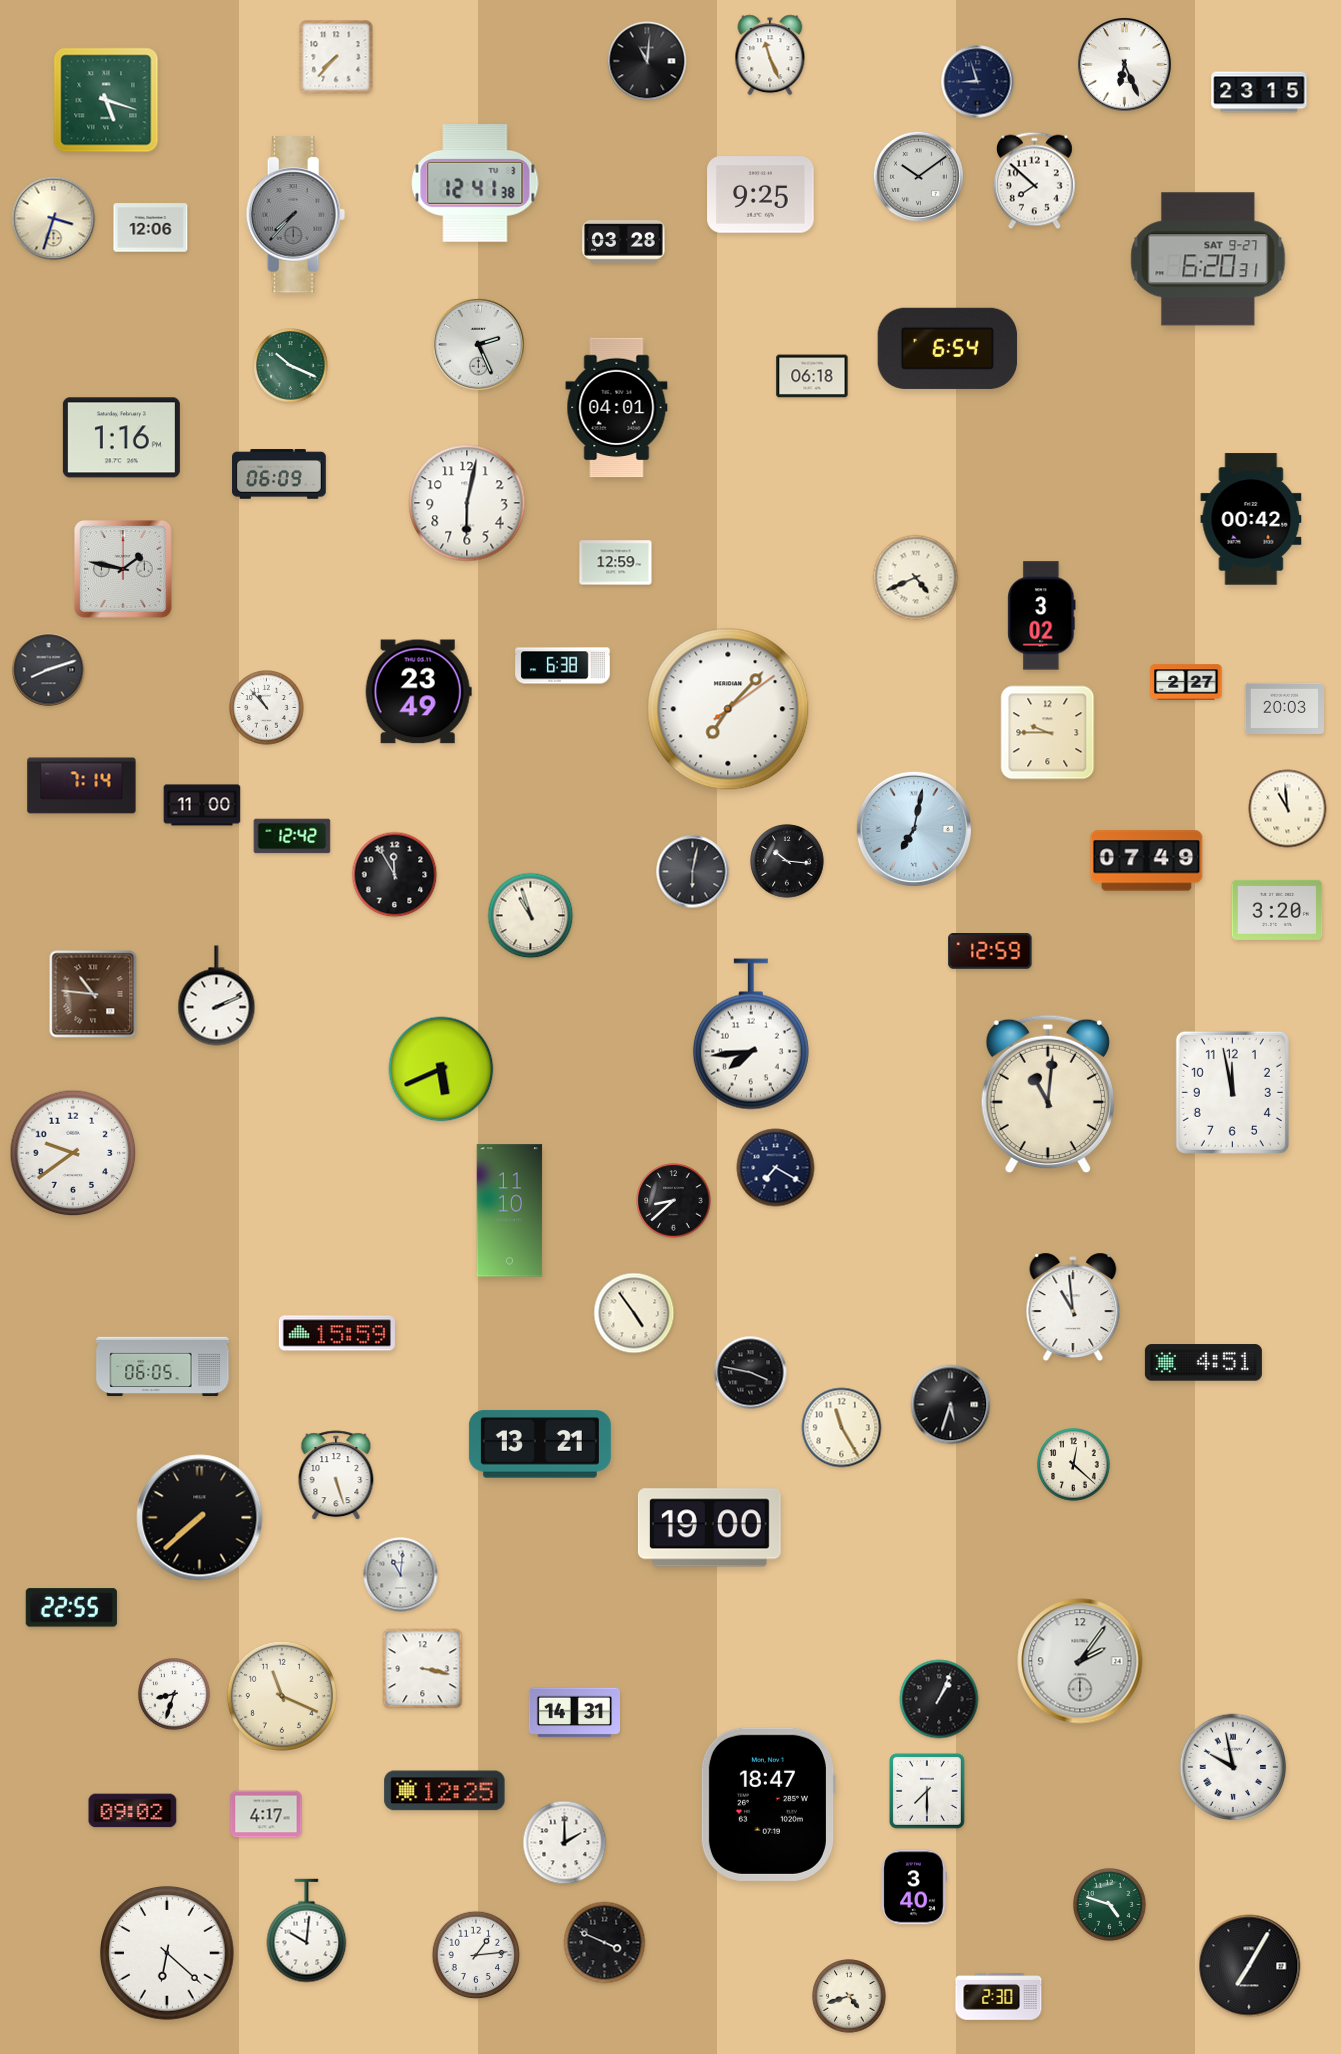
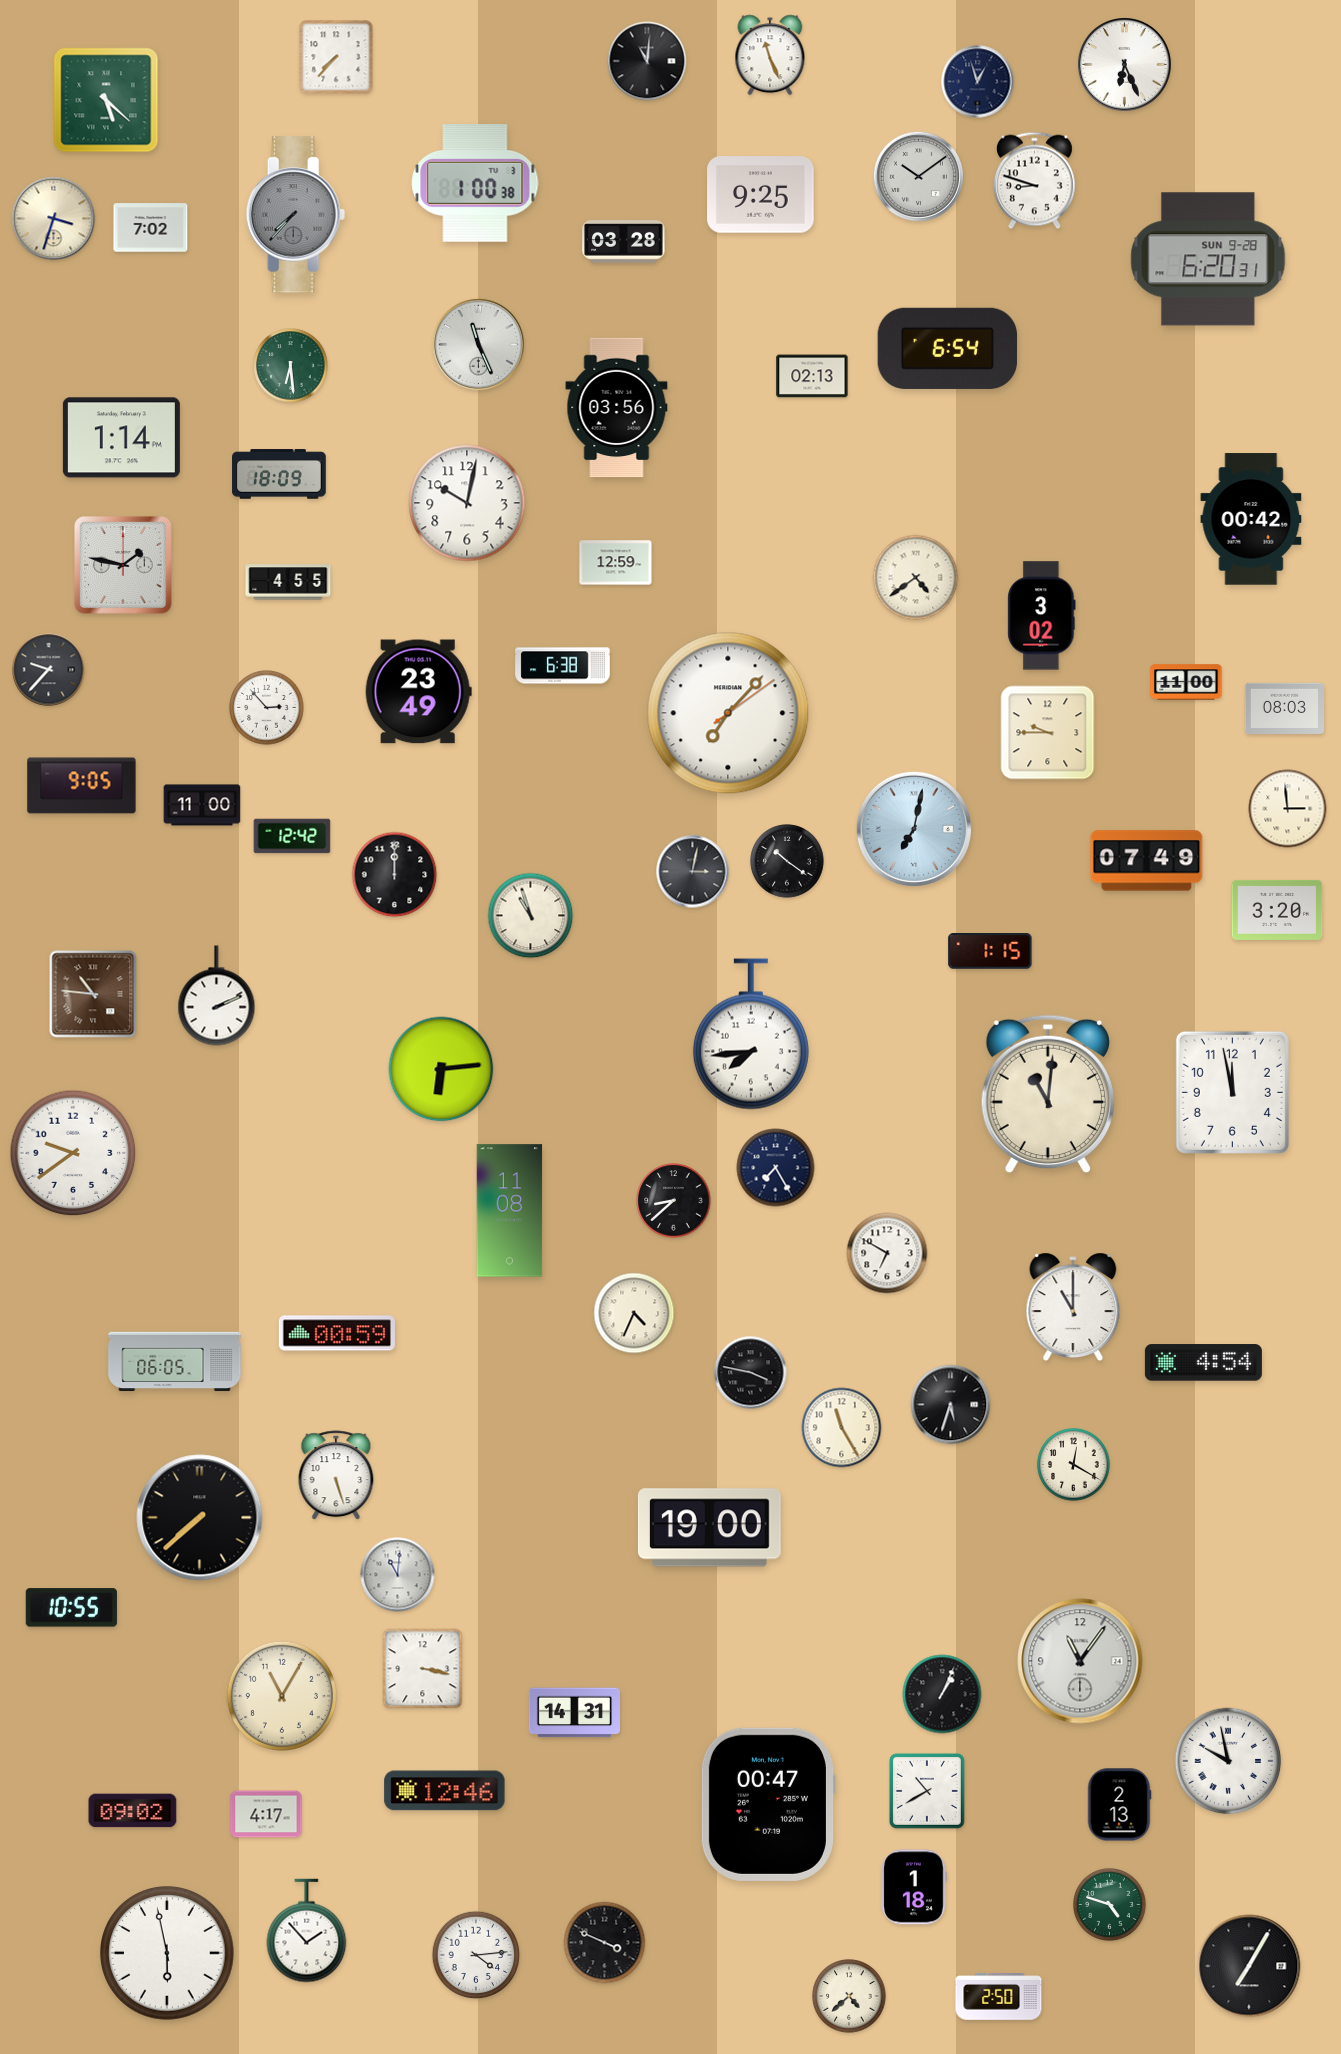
clock at (978, 82): 8:57 -> 12:57
clock at (1259, 92): 23:15 -> none
clock at (106, 100): 5:18 -> 5:22
clock at (1034, 181): 7:52 -> 8:48
clock at (475, 184): 12:41 -> 1:00
clock at (151, 228): 12:06 -> 7:02
clock at (1208, 259) date: SAT 9-27 -> SUN 9-28
clock at (478, 344): 2:26 -> 11:26
clock at (291, 366): 10:19 -> 6:29
clock at (812, 376): 06:18 -> 02:13
clock at (617, 408): 04:01 -> 03:56
clock at (121, 438): 1:16 -> 1:14
clock at (279, 474): 06:09 -> 18:09
clock at (467, 503): 6:02 -> 10:02
clock at (124, 570) position: (124, 570) -> (124, 566)
clock at (916, 578): 4:41 -> 4:39
clock at (288, 582): none -> 4:55
clock at (49, 670): 8:12 -> 9:37
clock at (1186, 682): 2:27 -> 11:00
clock at (267, 708): 10:53 -> 2:53
clock at (1284, 708): 20:03 -> 08:03
clock at (728, 709) position: (728, 709) -> (728, 713)
clock at (82, 786): 7:14 -> 9:05
clock at (1288, 809): 10:59 -> 2:59
clock at (787, 861): 10:16 -> 10:21
clock at (693, 872): 6:02 -> 3:02
clock at (395, 875): 11:55 -> 12:00
clock at (990, 951): 12:59 -> 1:15
clock at (441, 1069): 5:41 -> 6:14
clock at (776, 1168): 7:20 -> 7:25
clock at (510, 1211): 11:10 -> 11:08
clock at (887, 1253): none -> 6:50
clock at (1073, 1307): 10:59 -> 11:00
clock at (634, 1313): 4:54 -> 4:34
clock at (337, 1333): 15:59 -> 00:59
clock at (1203, 1363): 4:51 -> 4:54
clock at (163, 1367) position: (163, 1367) -> (175, 1362)
clock at (540, 1444): 13:21 -> none
clock at (1074, 1465): 12:22 -> 12:20
clock at (401, 1575) position: (401, 1575) -> (398, 1575)
clock at (71, 1608): 22:55 -> 10:55
clock at (1080, 1661): 2:06 -> 11:06
clock at (175, 1695): 8:33 -> none
clock at (282, 1696): 11:19 -> 11:05
clock at (939, 1699) position: (939, 1699) -> (942, 1694)
clock at (1233, 1767) position: (1233, 1767) -> (1228, 1761)
clock at (445, 1791): 12:25 -> 12:46
clock at (927, 1791): 7:30 -> 10:40
clock at (768, 1804): 18:47 -> 00:47
clock at (1119, 1805): none -> 2:13
clock at (565, 1843): 2:00 -> none
clock at (914, 1887): 3:40 -> 1:18
clock at (307, 1931): 10:01 -> 1:53
clock at (167, 1953): 6:22 -> 5:58
clock at (476, 1955): 1:14 -> 4:14
clock at (849, 1996): 4:42 -> 4:38
clock at (999, 1997): 2:30 -> 2:50
